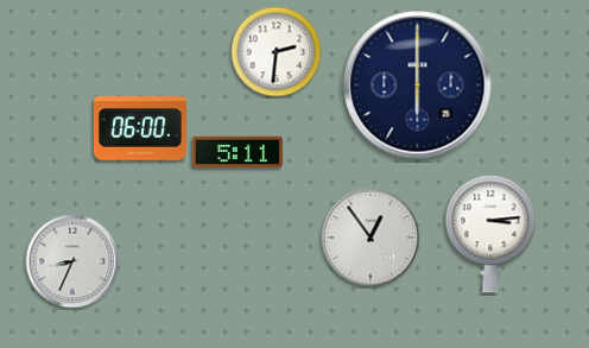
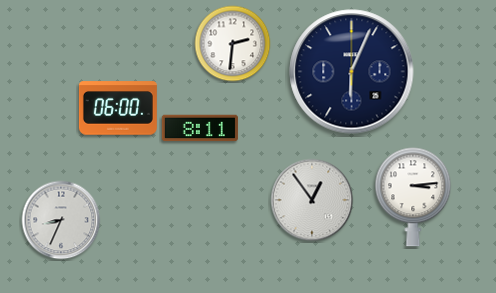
clock at (418, 86): 6:00 -> 6:04
clock at (237, 152): 5:11 -> 8:11
